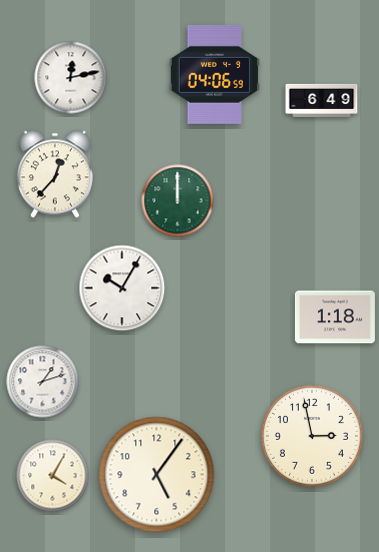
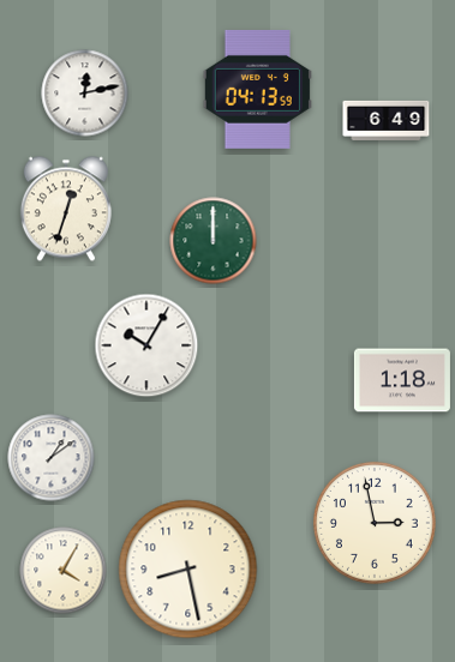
clock at (214, 74): 04:06 -> 04:13
clock at (55, 174): 12:37 -> 12:33
clock at (43, 382): 1:12 -> 1:09
clock at (157, 475): 5:06 -> 8:28
